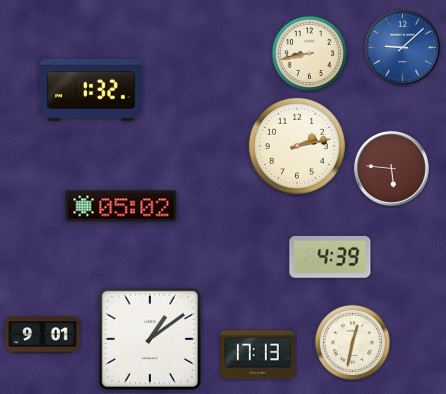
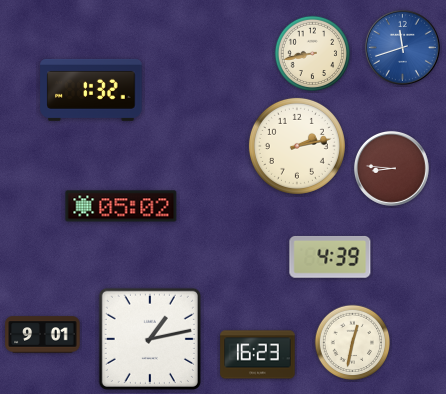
clock at (402, 47): 9:08 -> 11:42
clock at (310, 54) position: (310, 54) -> (313, 54)
clock at (391, 168): 5:46 -> 8:46
clock at (150, 339): 1:09 -> 1:13
clock at (258, 355): 17:13 -> 16:23
